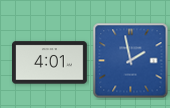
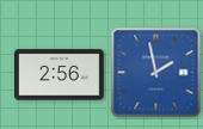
clock at (50, 63): 4:01 -> 2:56
